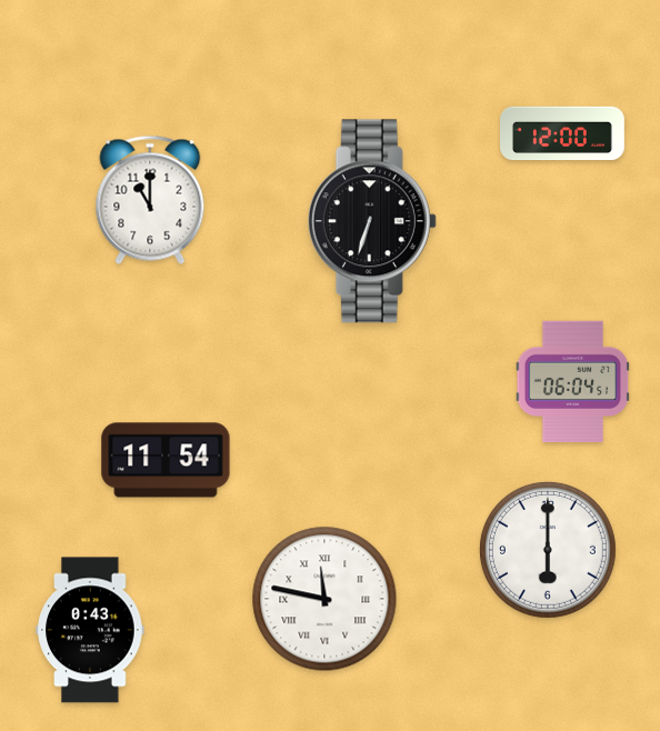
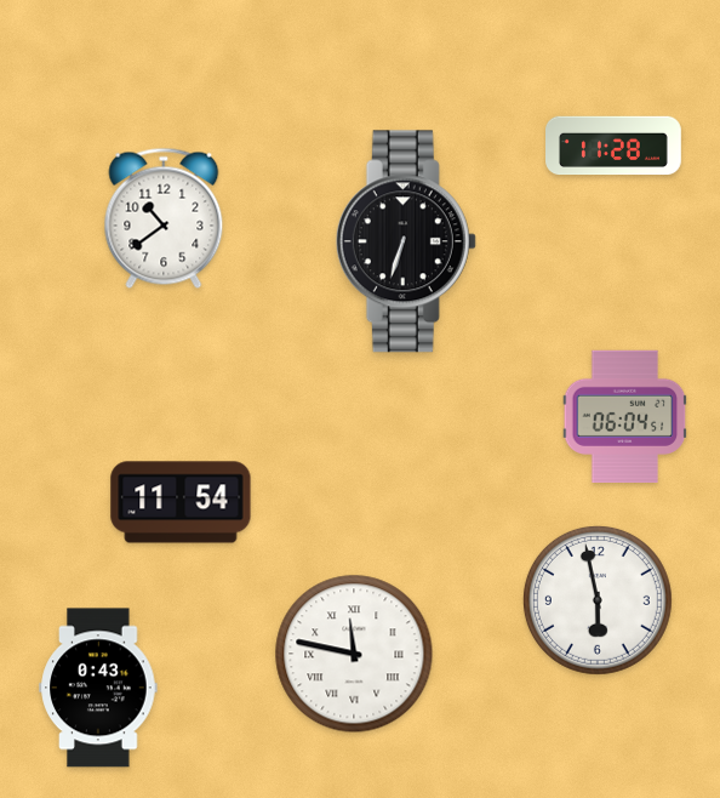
clock at (563, 133): 12:00 -> 11:28
clock at (150, 200): 11:00 -> 10:39
clock at (548, 550): 6:00 -> 5:58
